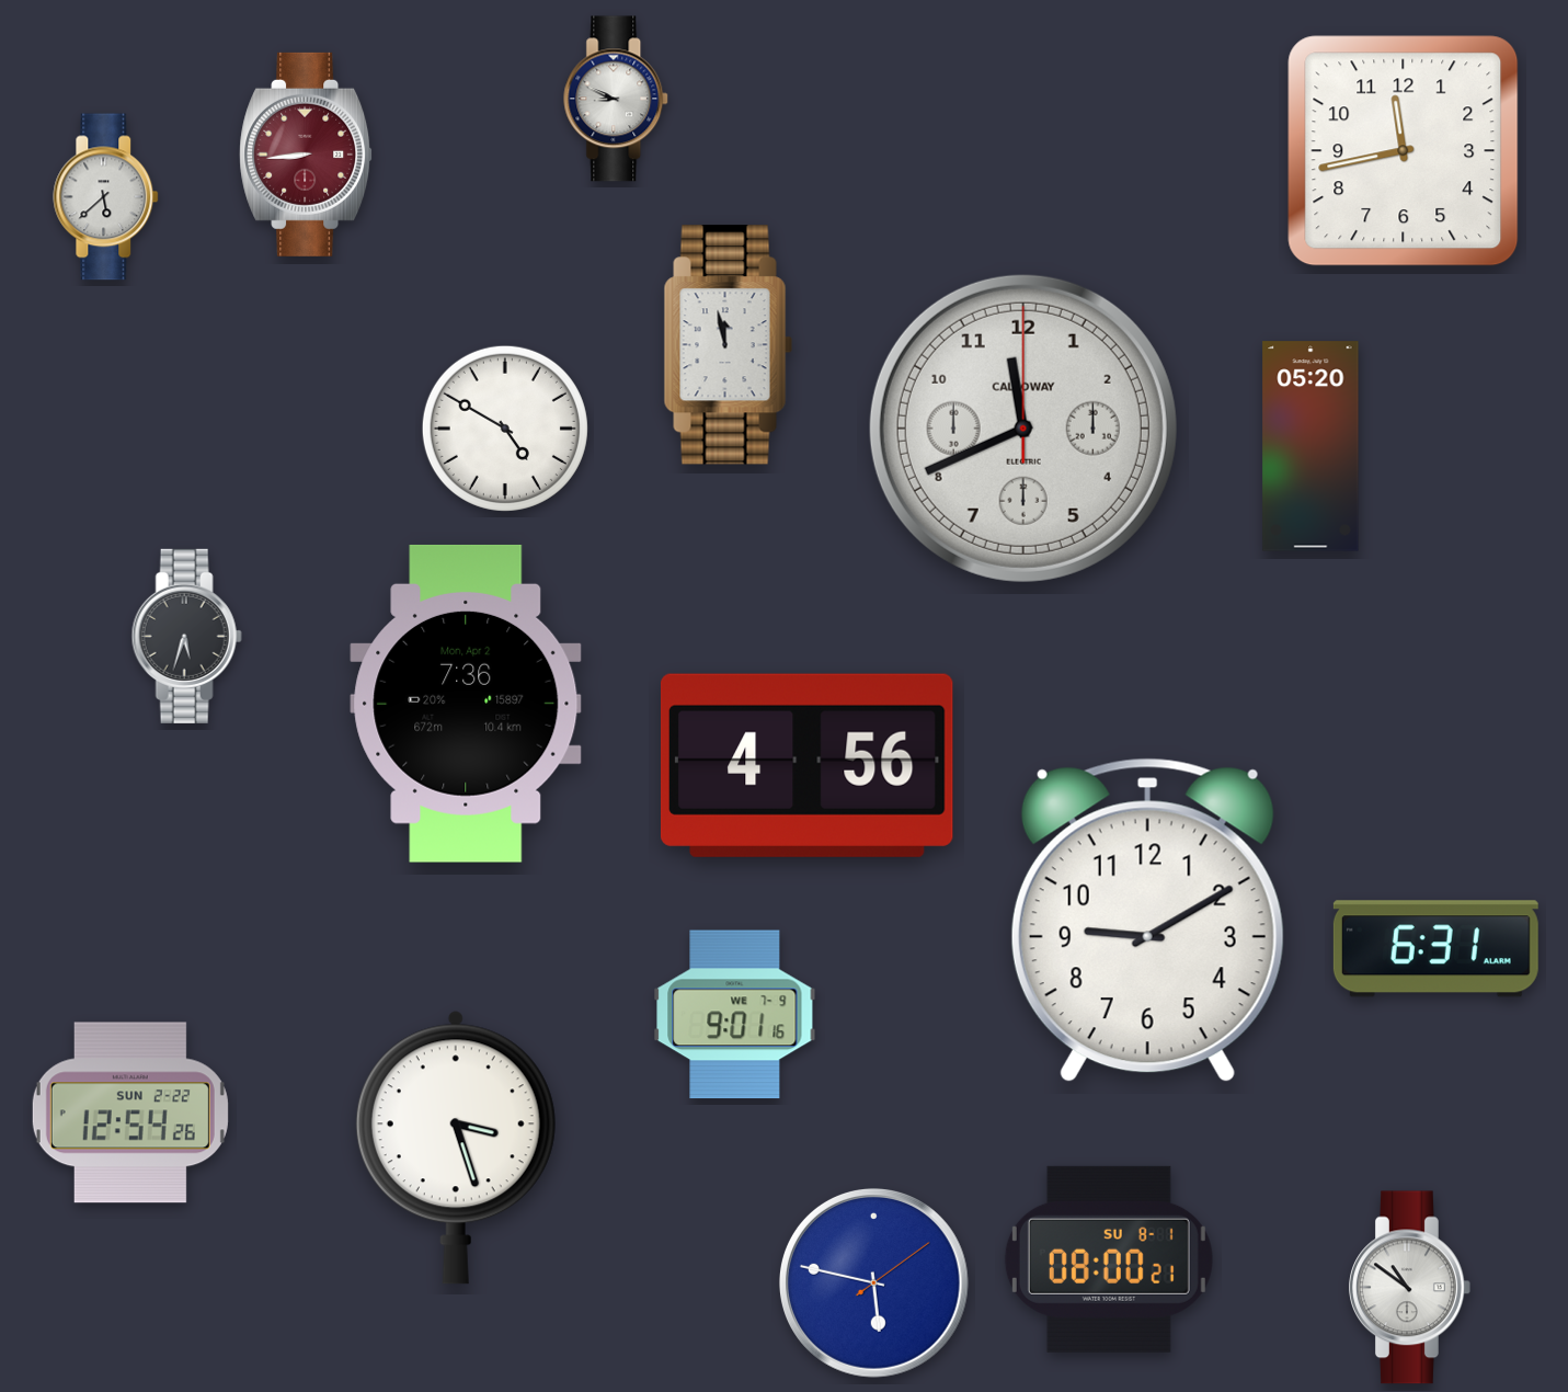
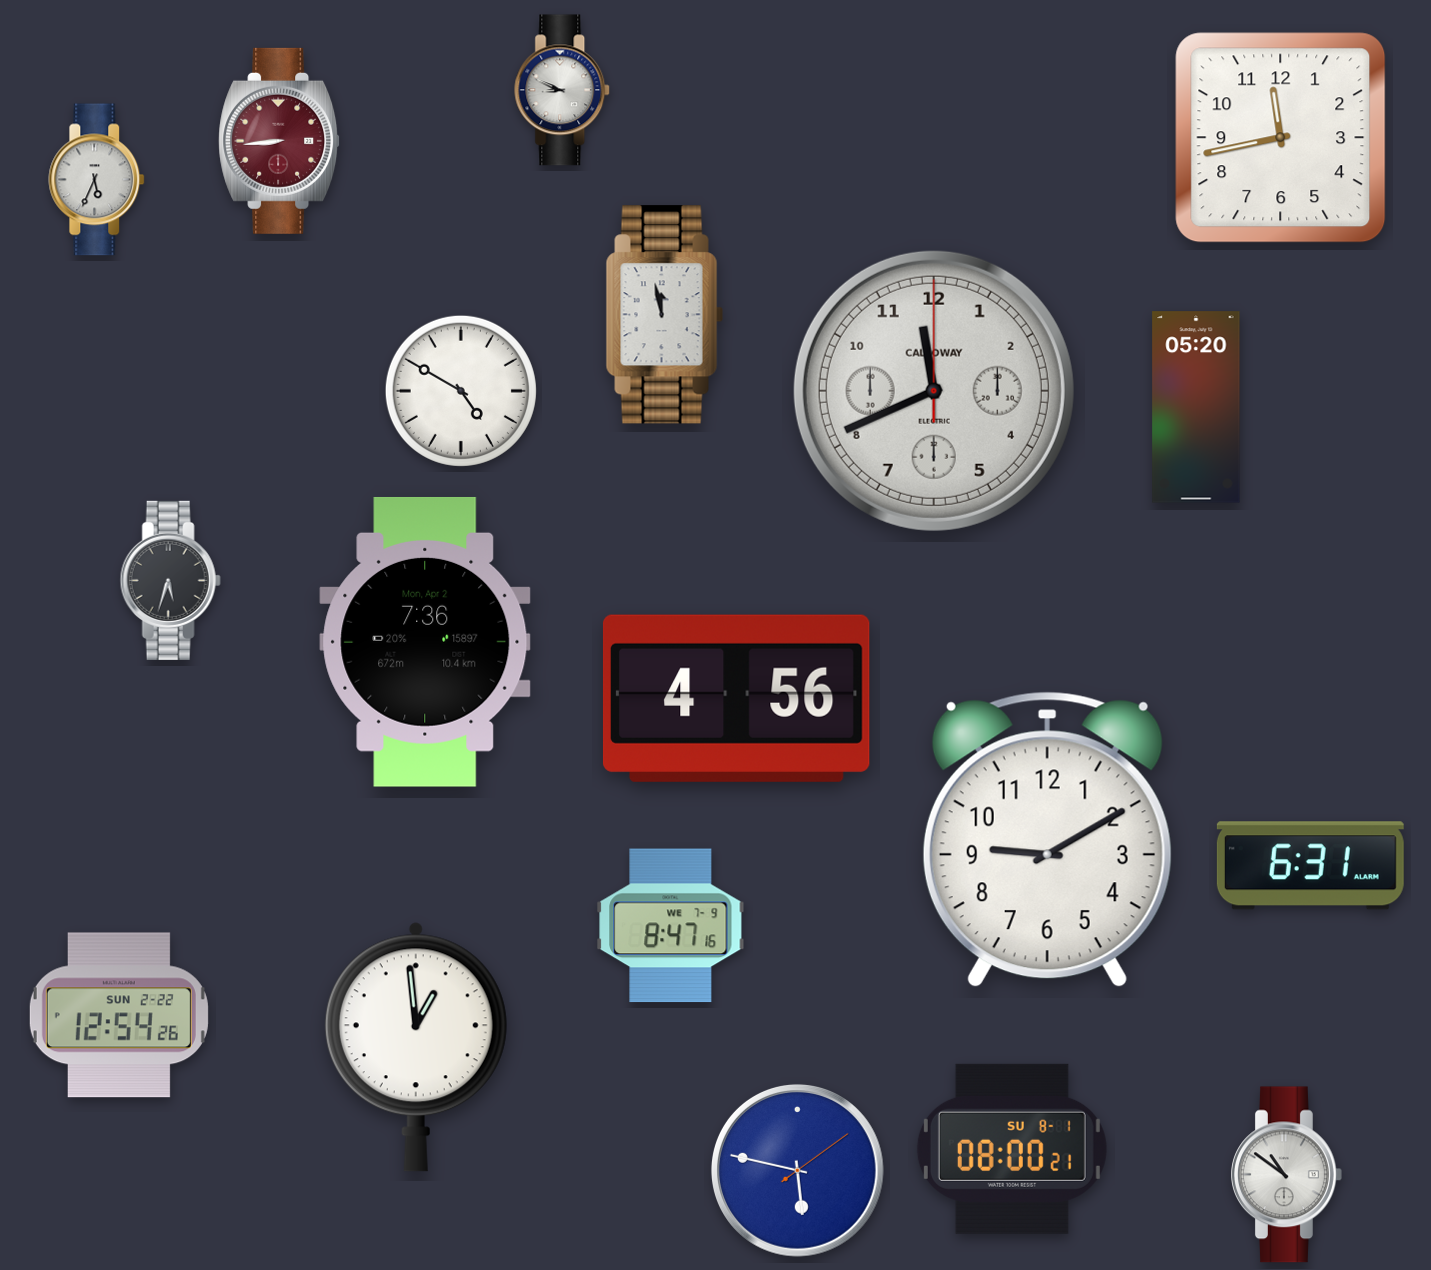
clock at (106, 197): 5:38 -> 5:34
clock at (735, 1015): 9:01 -> 8:47
clock at (456, 1148): 3:27 -> 12:59
